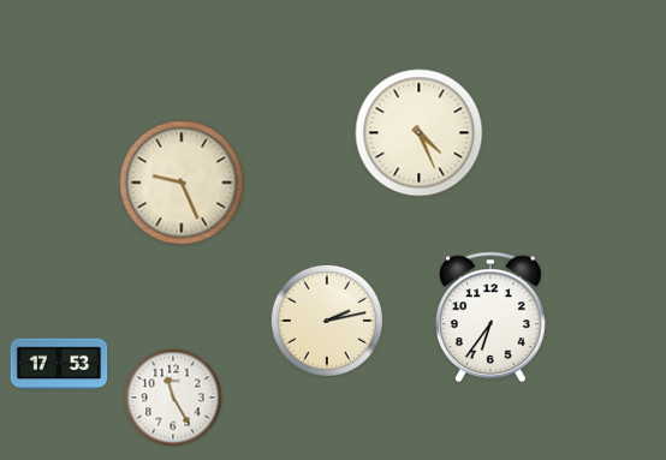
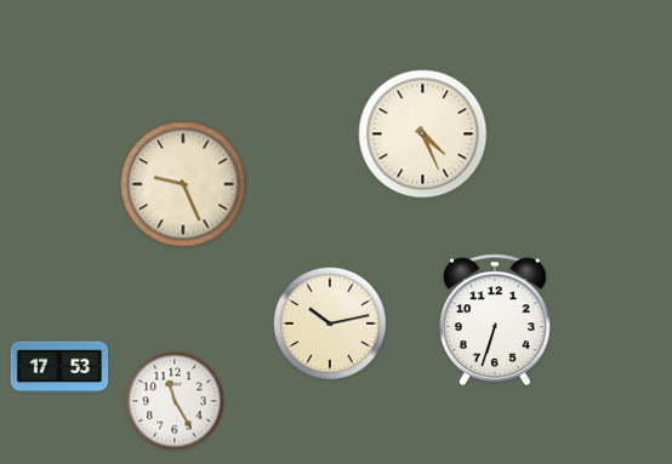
clock at (492, 316): 6:36 -> 6:33
clock at (326, 319): 2:13 -> 10:13
